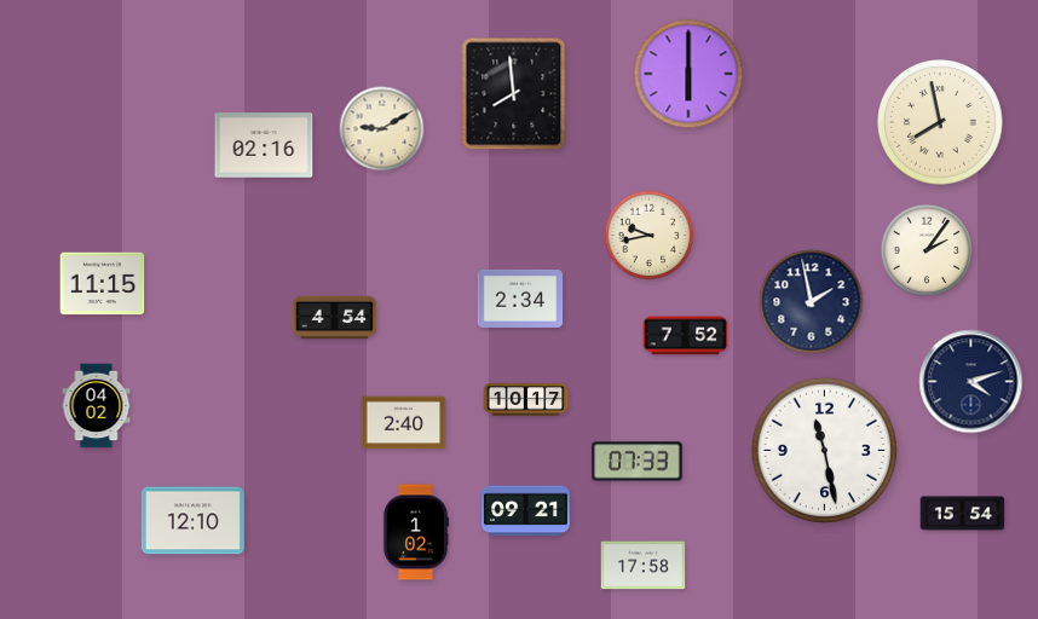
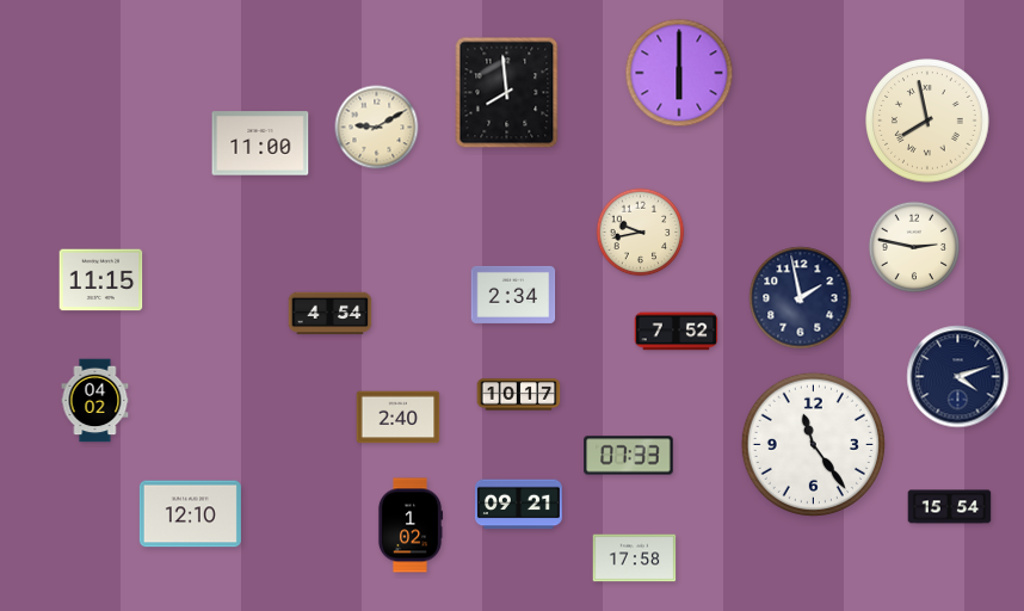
clock at (264, 145): 02:16 -> 11:00
clock at (927, 250): 2:06 -> 2:47
clock at (824, 450): 11:28 -> 11:24
